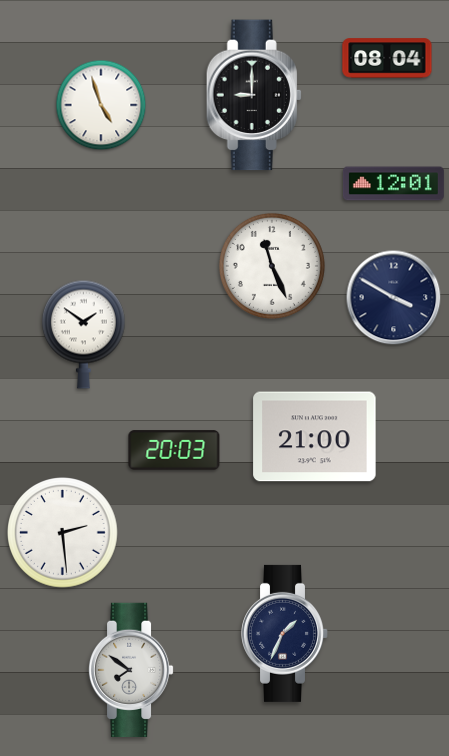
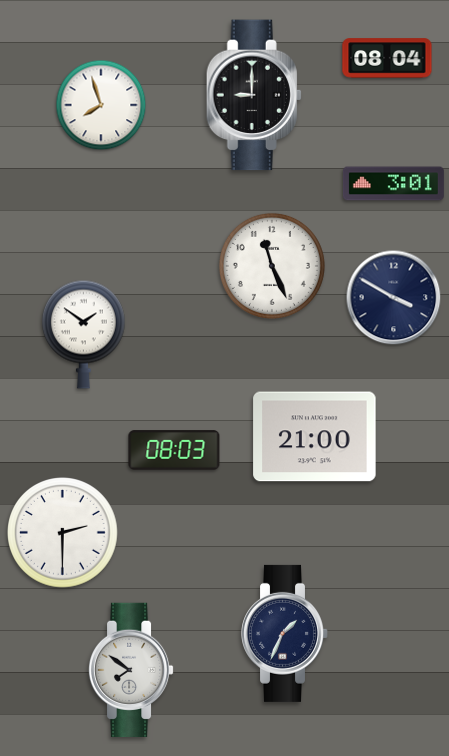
clock at (101, 105): 4:57 -> 7:57
clock at (393, 184): 12:01 -> 3:01
clock at (174, 450): 20:03 -> 08:03
clock at (63, 533): 2:29 -> 2:30
